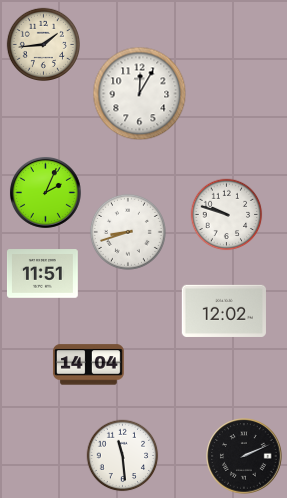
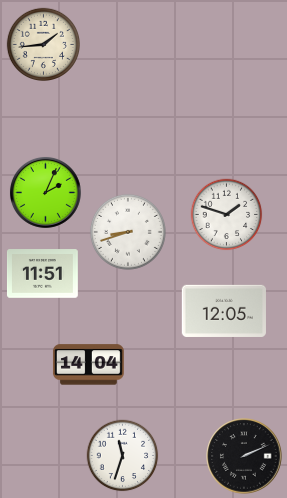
clock at (140, 94): 12:05 -> none
clock at (227, 215): 9:48 -> 1:48
clock at (224, 311): 12:02 -> 12:05
clock at (123, 456): 11:29 -> 11:33
